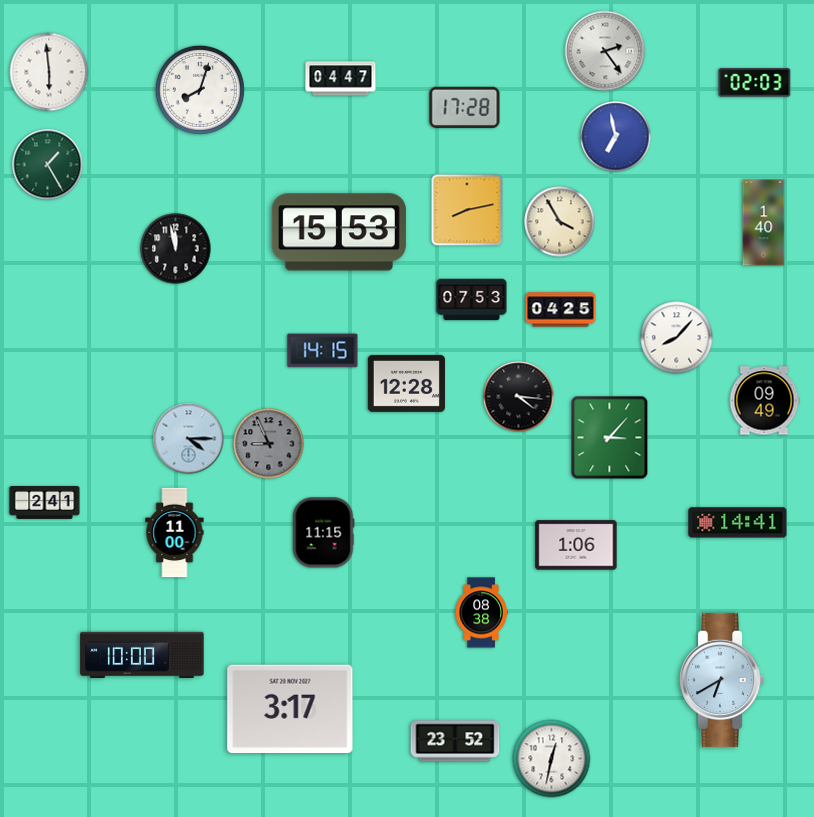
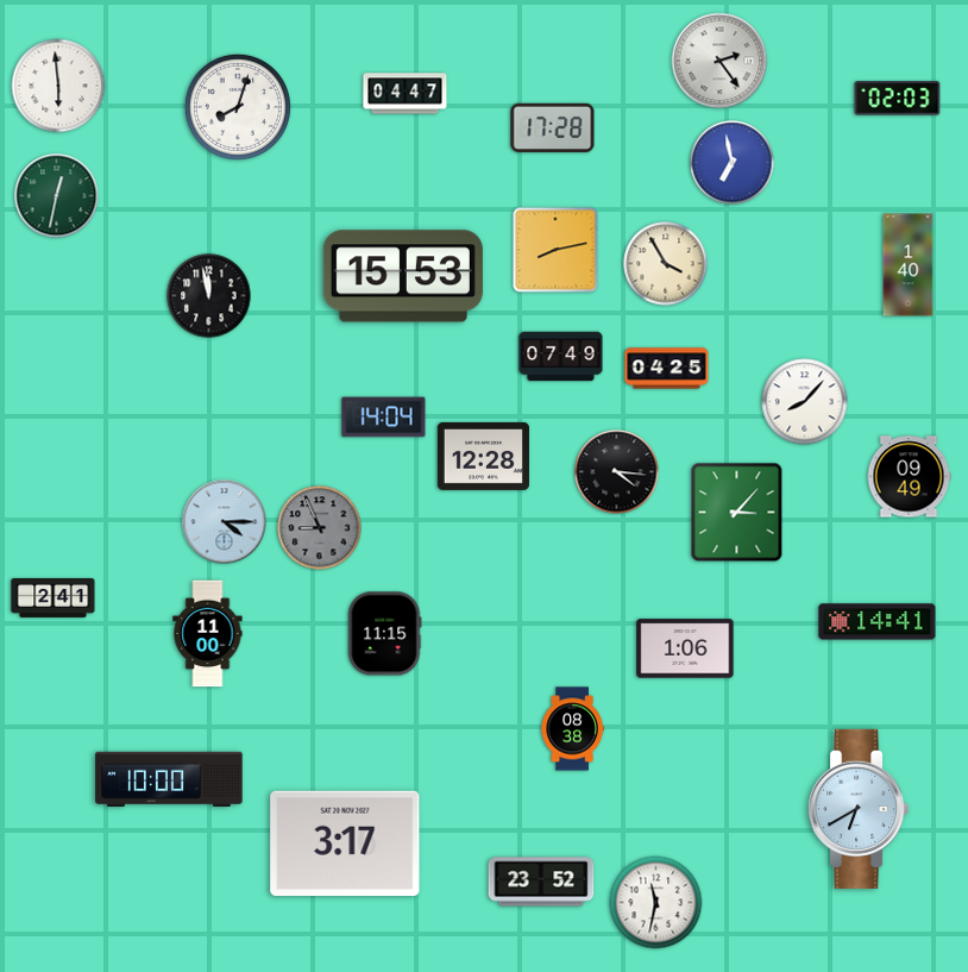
clock at (48, 165): 1:25 -> 12:32
clock at (472, 300): 07:53 -> 07:49
clock at (323, 351): 14:15 -> 14:04
clock at (610, 438) position: (610, 438) -> (737, 513)
clock at (552, 759): 12:32 -> 11:32
